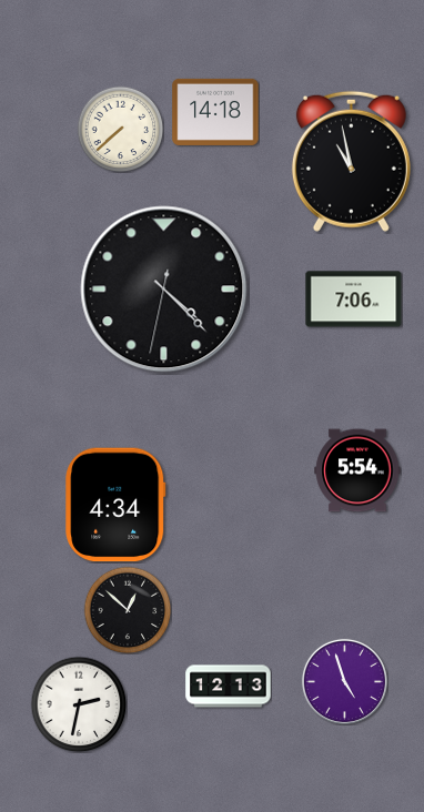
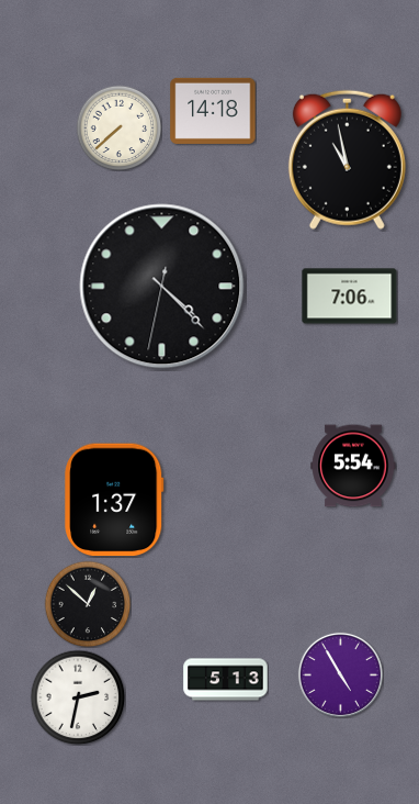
clock at (115, 505): 4:34 -> 1:37
clock at (128, 610) position: (128, 610) -> (88, 604)
clock at (344, 681): 4:57 -> 4:55
clock at (229, 687): 12:13 -> 5:13
